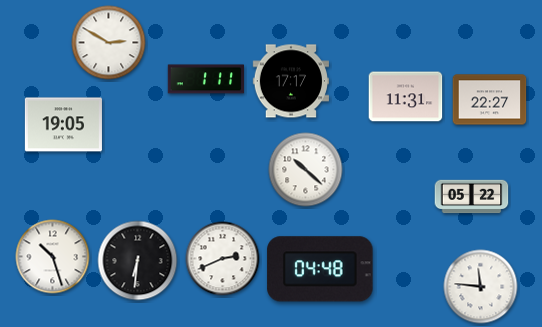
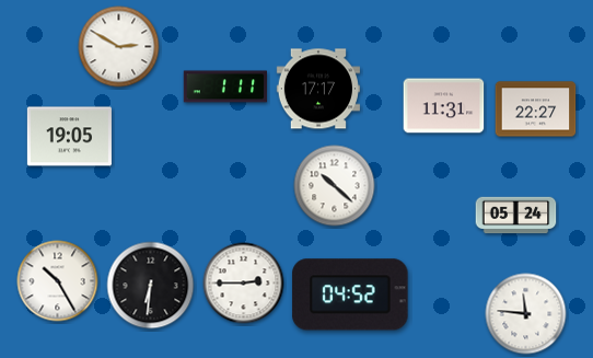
clock at (472, 197): 05:22 -> 05:24
clock at (53, 257): 10:27 -> 10:25
clock at (223, 259): 2:41 -> 2:45
clock at (320, 269): 04:48 -> 04:52
